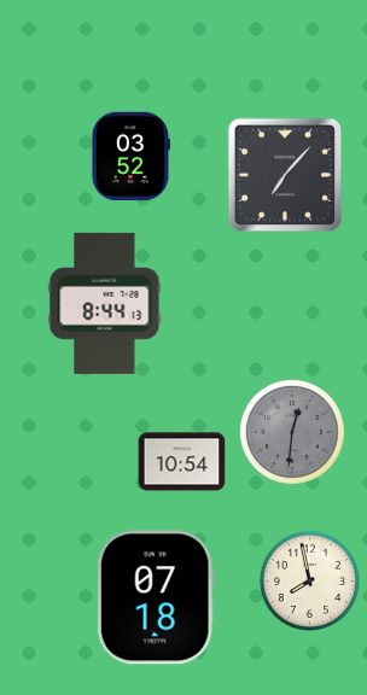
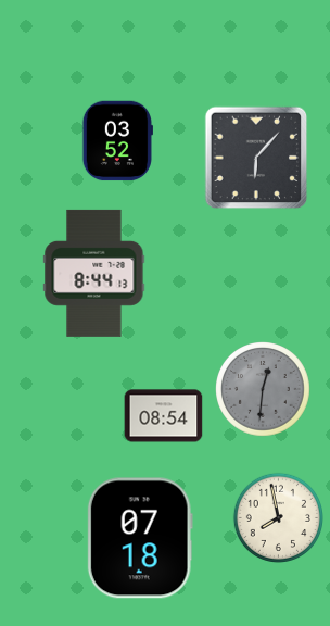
clock at (285, 175): 7:07 -> 6:07
clock at (182, 462): 10:54 -> 08:54
clock at (309, 580) position: (309, 580) -> (278, 517)
